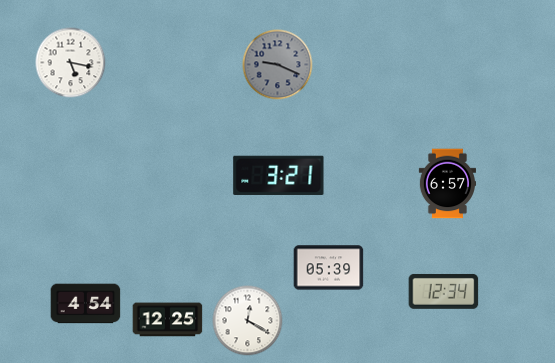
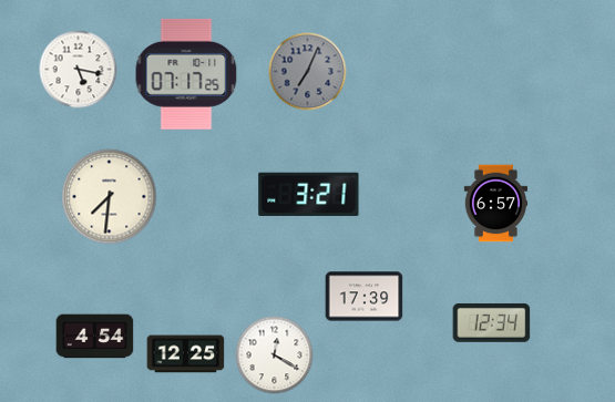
clock at (278, 65): 9:19 -> 7:04
clock at (186, 74): none -> 07:17
clock at (110, 197): none -> 7:31
clock at (329, 268): 05:39 -> 17:39
